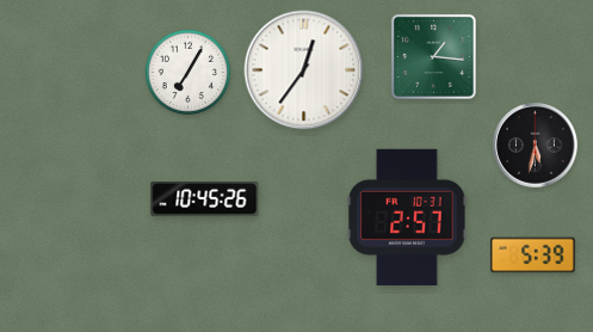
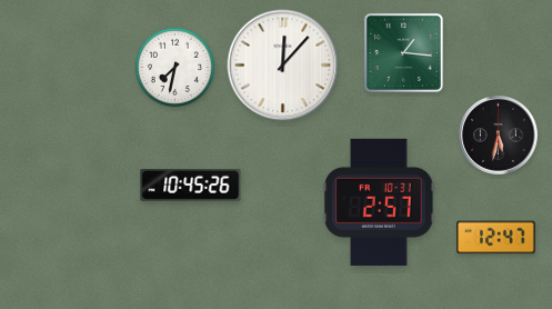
clock at (304, 70): 12:36 -> 12:07
clock at (189, 73): 7:05 -> 7:32
clock at (533, 256): 5:39 -> 12:47
